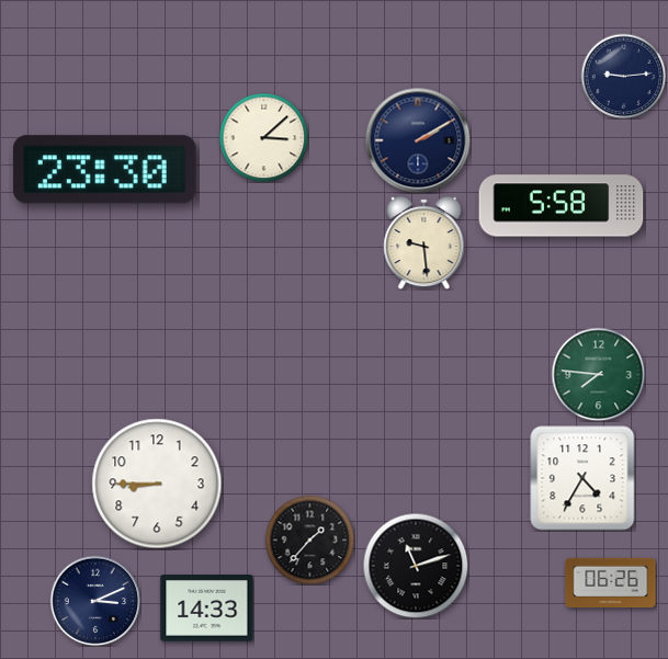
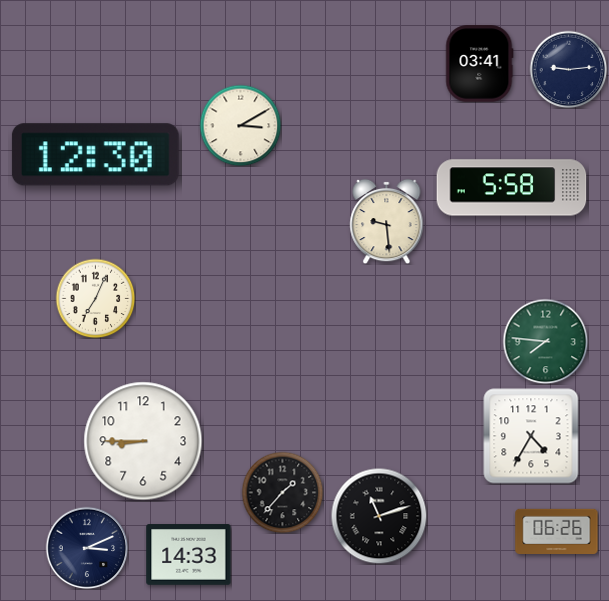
clock at (480, 64): none -> 03:41
clock at (263, 137): 3:08 -> 3:10
clock at (418, 140): 2:10 -> none
clock at (104, 170): 23:30 -> 12:30
clock at (95, 298): none -> 7:04
